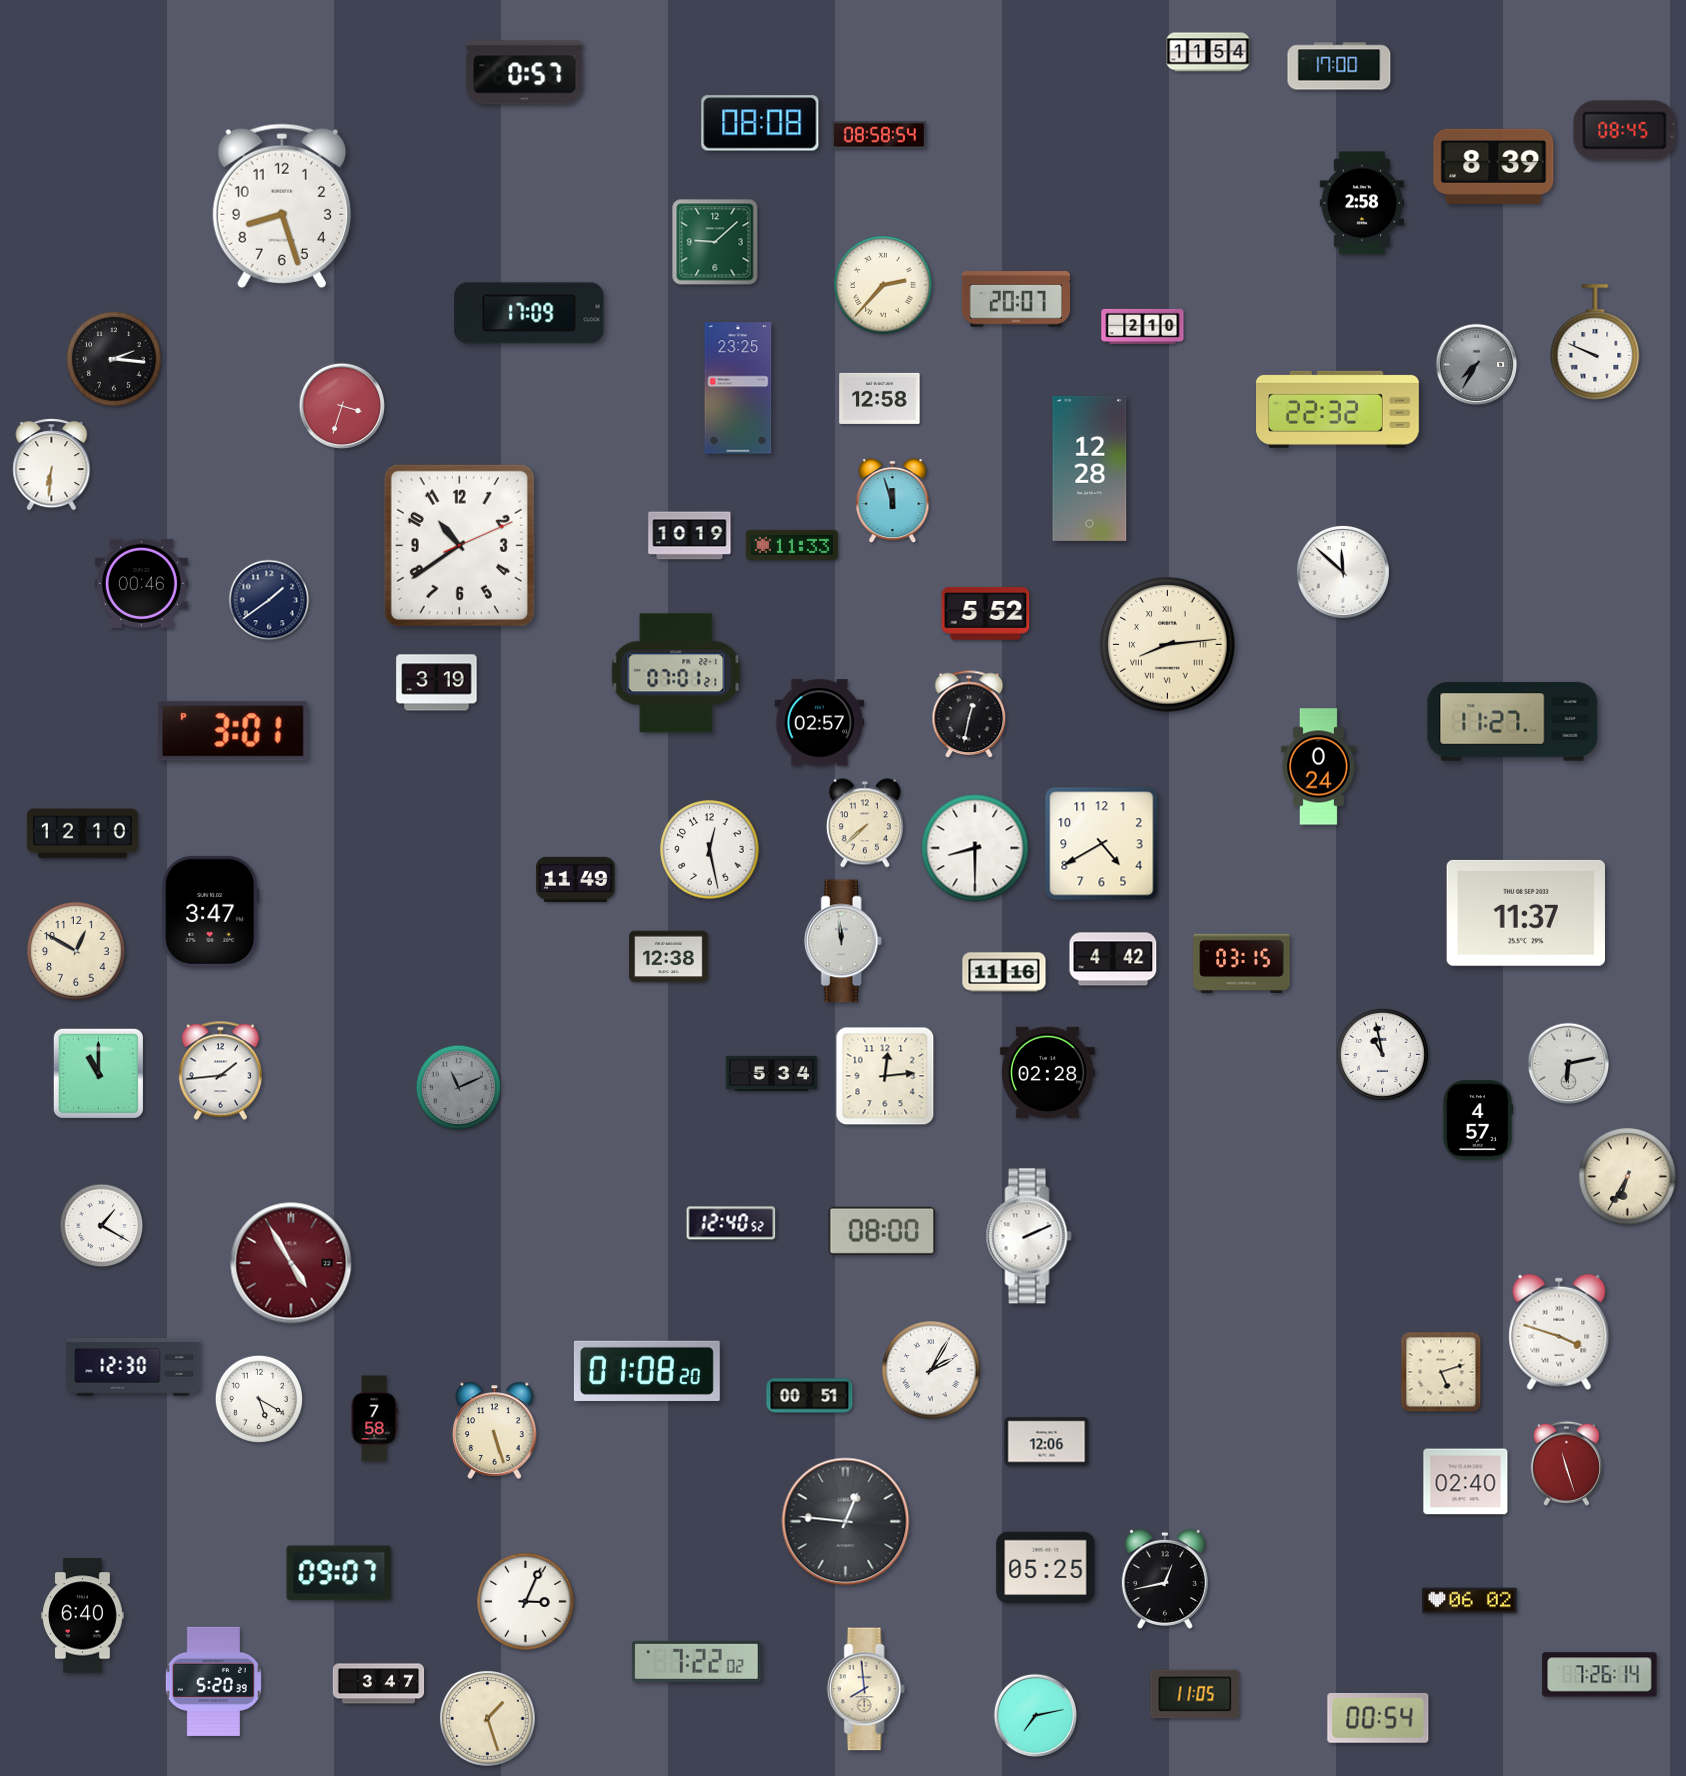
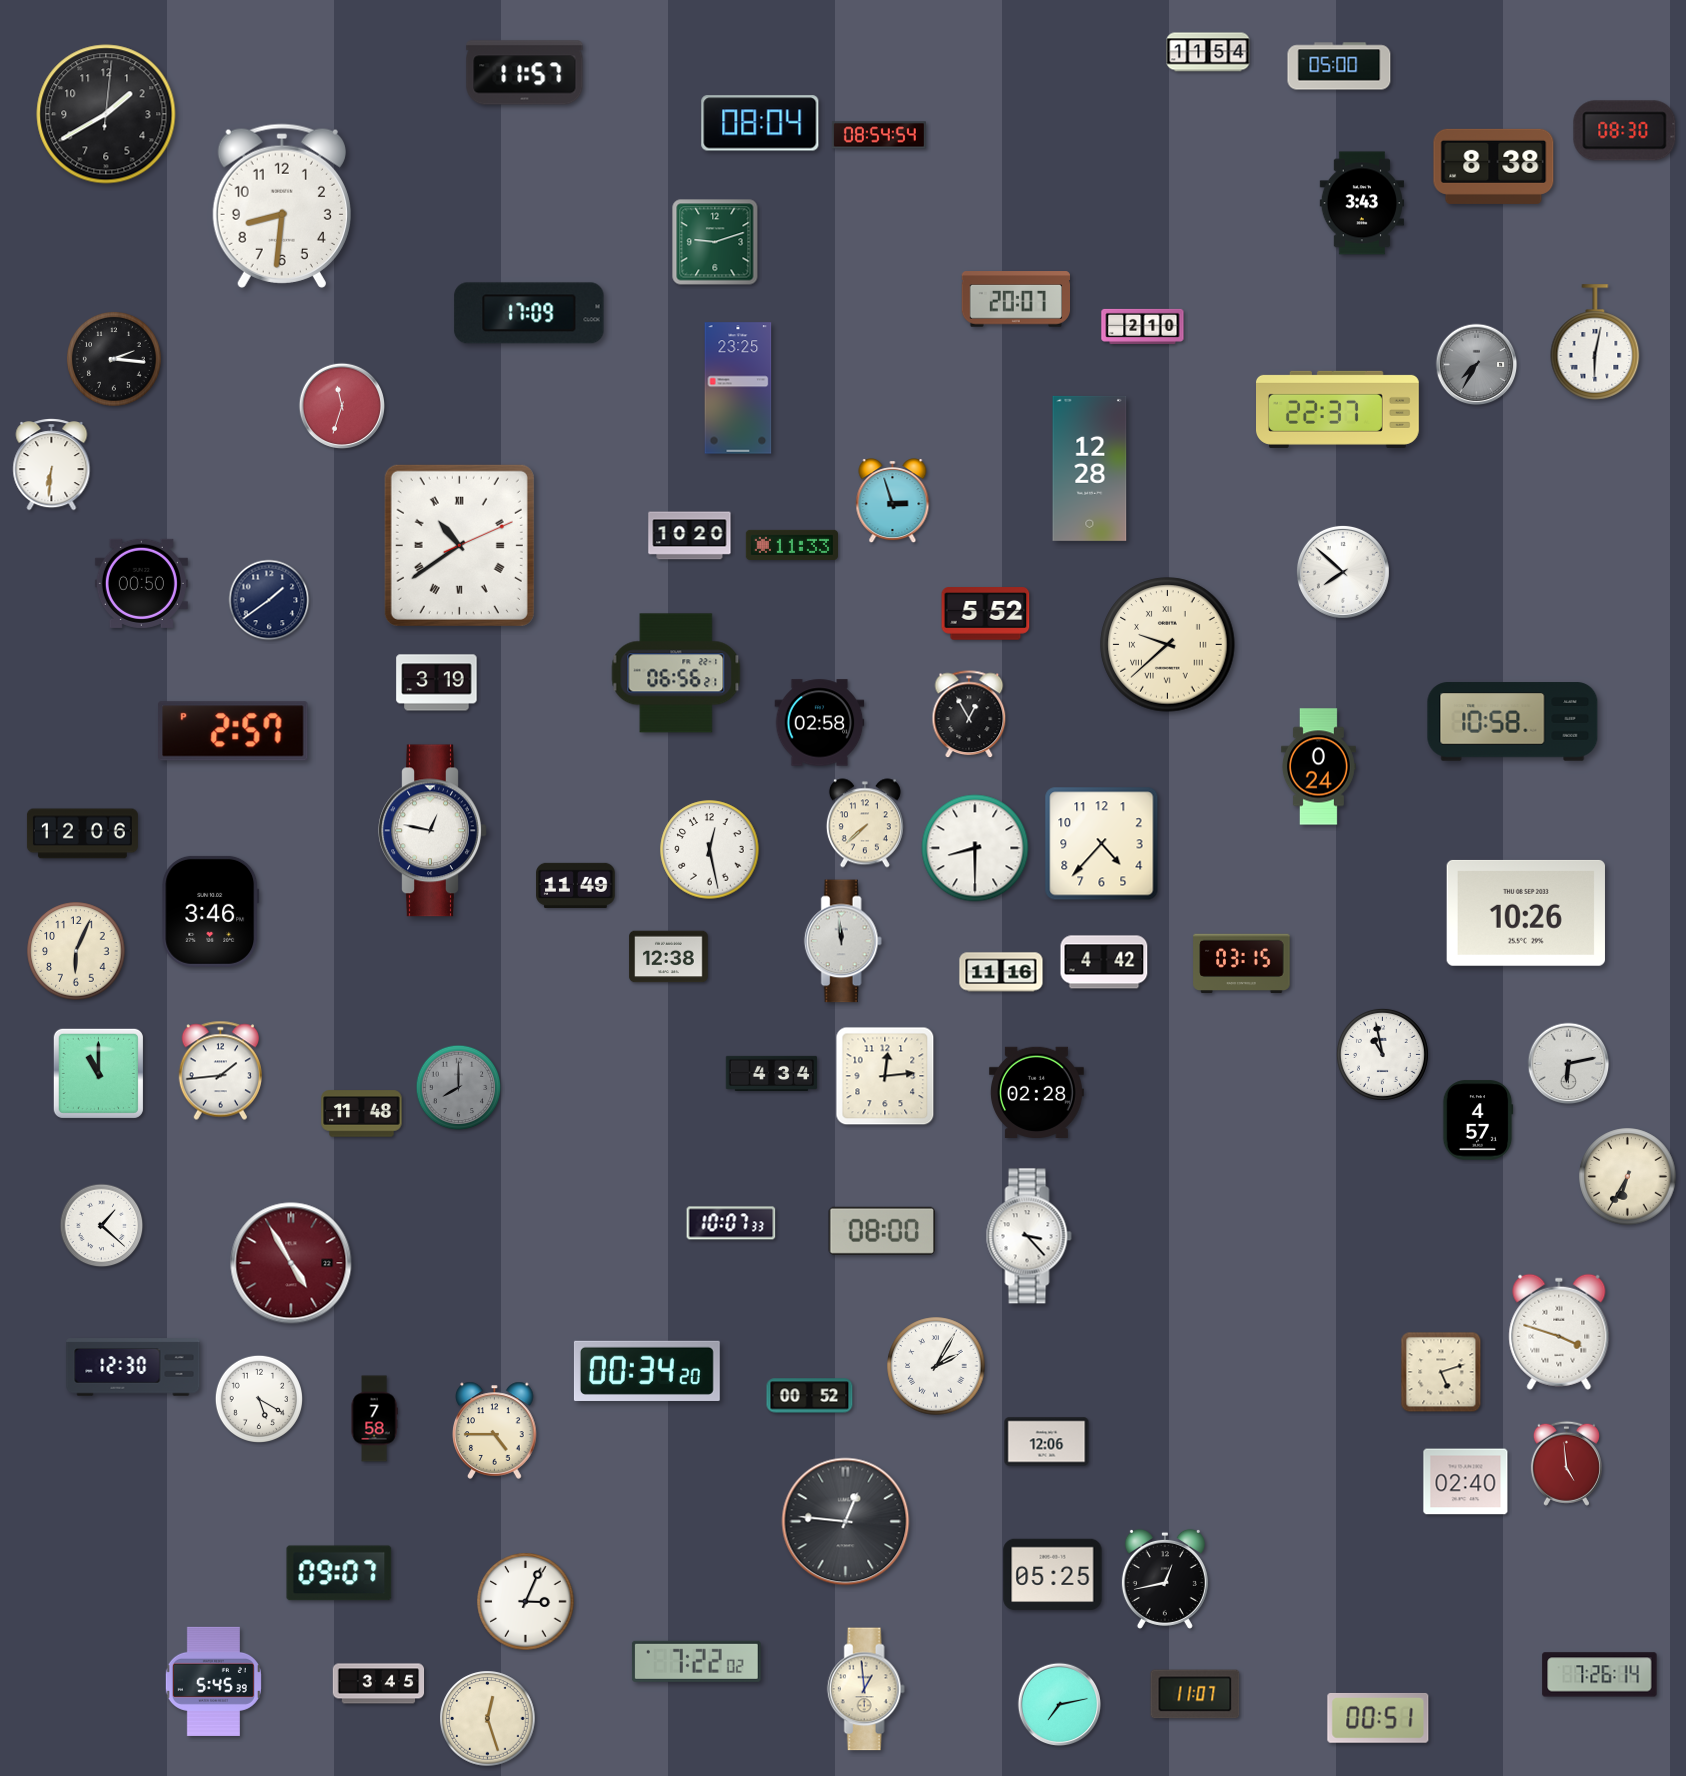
clock at (1339, 66): 17:00 -> 05:00
clock at (525, 73): 0:57 -> 11:57
clock at (106, 114): none -> 1:40
clock at (760, 123): 08:08 -> 08:04
clock at (1625, 131): 08:45 -> 08:30
clock at (879, 135): 08:58 -> 08:54
clock at (1494, 166): 8:39 -> 8:38
clock at (1362, 203): 2:58 -> 3:43
clock at (282, 206): 8:27 -> 8:31
clock at (715, 242): 9:08 -> 9:12
clock at (883, 285): 2:37 -> none
clock at (1595, 342): 9:49 -> 6:02
clock at (880, 398): 12:58 -> none
clock at (341, 405): 3:33 -> 11:33
clock at (1338, 409): 22:32 -> 22:37
clock at (893, 501): 11:57 -> 2:57
clock at (690, 536): 10:19 -> 10:20
clock at (459, 545) numerals: Arabic -> Roman
clock at (1343, 572): 11:52 -> 7:52
clock at (141, 583): 00:46 -> 00:50
clock at (1168, 645): 8:14 -> 9:38
clock at (676, 673): 07:01 -> 06:56
clock at (969, 715): 12:32 -> 12:55
clock at (1513, 722): 11:27 -> 10:58
clock at (820, 723): 02:57 -> 02:58
clock at (233, 731): 3:01 -> 2:57
clock at (433, 831): none -> 12:47
clock at (82, 834): 12:10 -> 12:06
clock at (1102, 844): 4:40 -> 4:37
clock at (576, 879) position: (576, 879) -> (576, 885)
clock at (211, 911): 3:47 -> 3:46
clock at (1525, 913): 11:37 -> 10:26
clock at (76, 951): 12:50 -> 6:04
clock at (1113, 959) position: (1113, 959) -> (1104, 962)
clock at (1004, 972) position: (1004, 972) -> (1001, 972)
clock at (1047, 1072) position: (1047, 1072) -> (1036, 1092)
clock at (772, 1073): 5:34 -> 4:34
clock at (459, 1088): 11:11 -> 8:00
clock at (362, 1114): none -> 11:48
clock at (731, 1223): 12:40 -> 10:07
clock at (102, 1226): 1:20 -> 1:22
clock at (1029, 1236): 2:11 -> 3:23
clock at (931, 1370) position: (931, 1370) -> (936, 1366)
clock at (647, 1371): 01:08 -> 00:34
clock at (810, 1396): 00:51 -> 00:52
clock at (495, 1430): 5:27 -> 4:45
clock at (1566, 1463): 11:27 -> 4:59
clock at (1046, 1568) position: (1046, 1568) -> (1053, 1575)
clock at (1470, 1601): 06:02 -> none
clock at (83, 1616): 6:40 -> none
clock at (213, 1681): 5:20 -> 5:45
clock at (379, 1684): 3:47 -> 3:45
clock at (866, 1689): 7:59 -> 12:59
clock at (1195, 1694): 11:05 -> 11:07
clock at (1036, 1716) position: (1036, 1716) -> (1060, 1705)
clock at (1378, 1718): 00:54 -> 00:51
clock at (488, 1719): 1:27 -> 12:27
